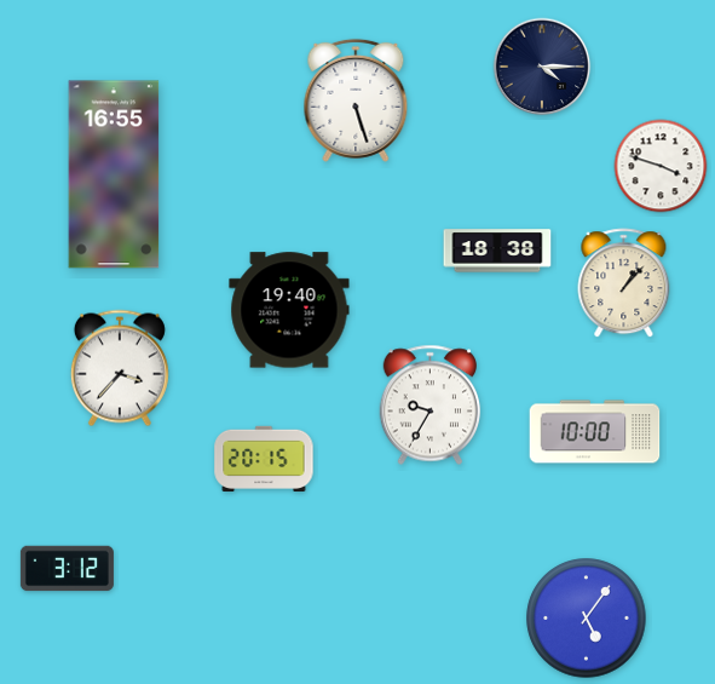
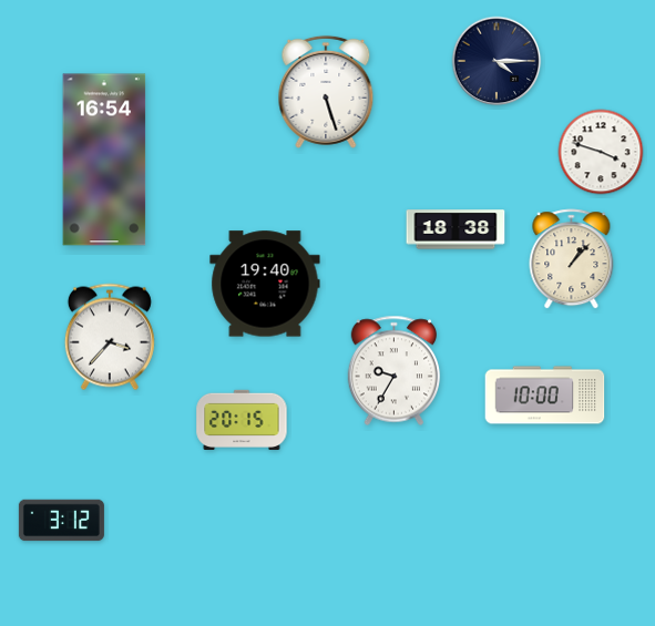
clock at (661, 166) position: (661, 166) -> (601, 152)
clock at (114, 174): 16:55 -> 16:54
clock at (587, 619): 5:06 -> none
